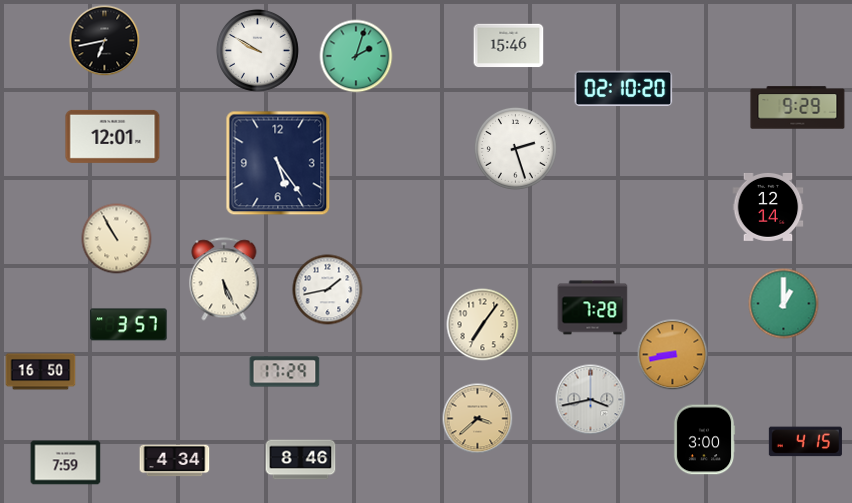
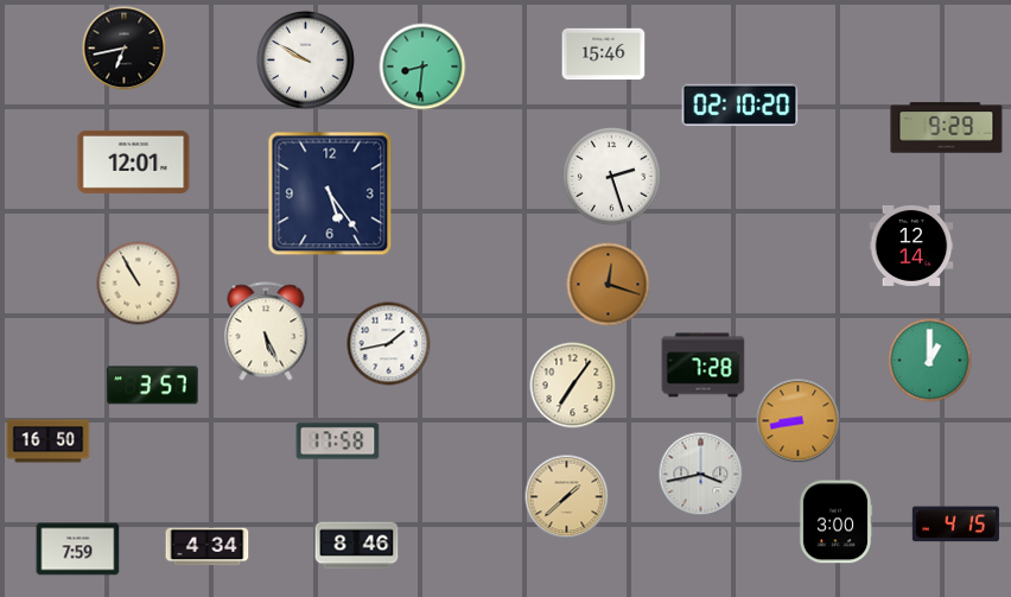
clock at (356, 56): 2:03 -> 8:31
clock at (609, 285): none -> 12:18
clock at (285, 372): 17:29 -> 17:58
clock at (478, 419): 3:38 -> 1:38
